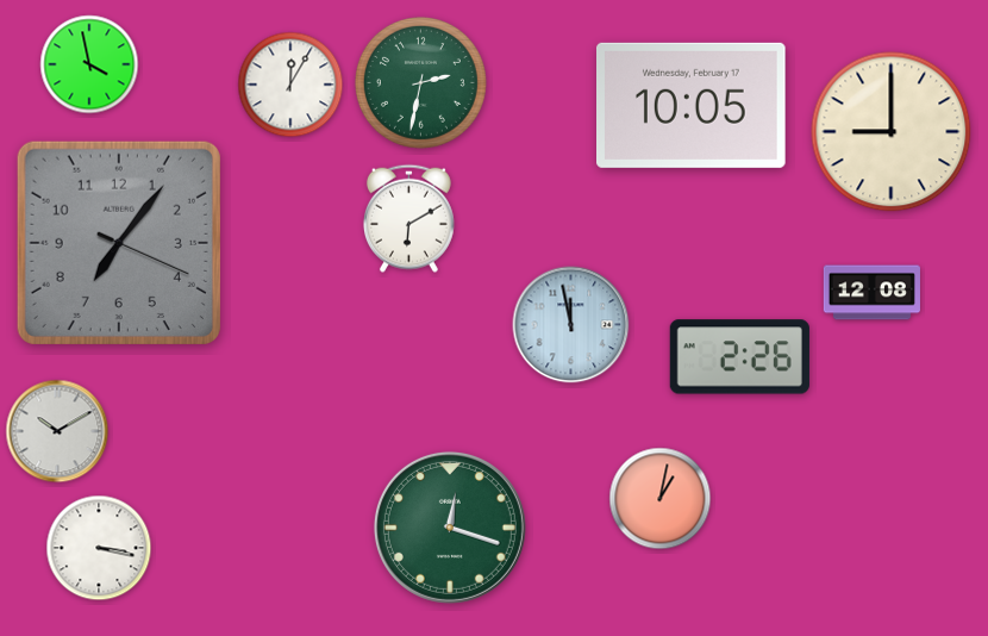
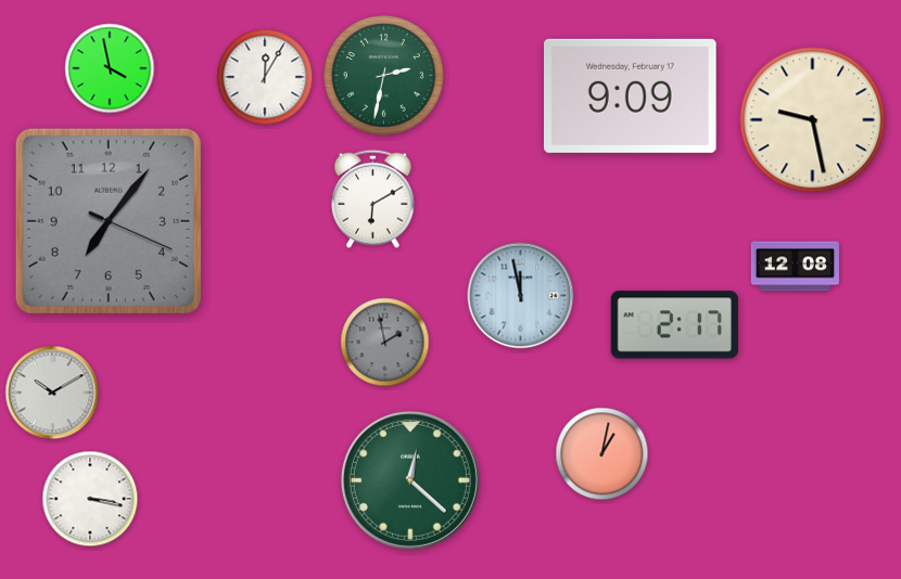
clock at (89, 64) position: (89, 64) -> (110, 68)
clock at (692, 105): 10:05 -> 9:09
clock at (892, 132): 9:00 -> 9:28
clock at (739, 357): 2:26 -> 2:17
clock at (385, 343): none -> 1:58
clock at (450, 528): 12:18 -> 12:22
